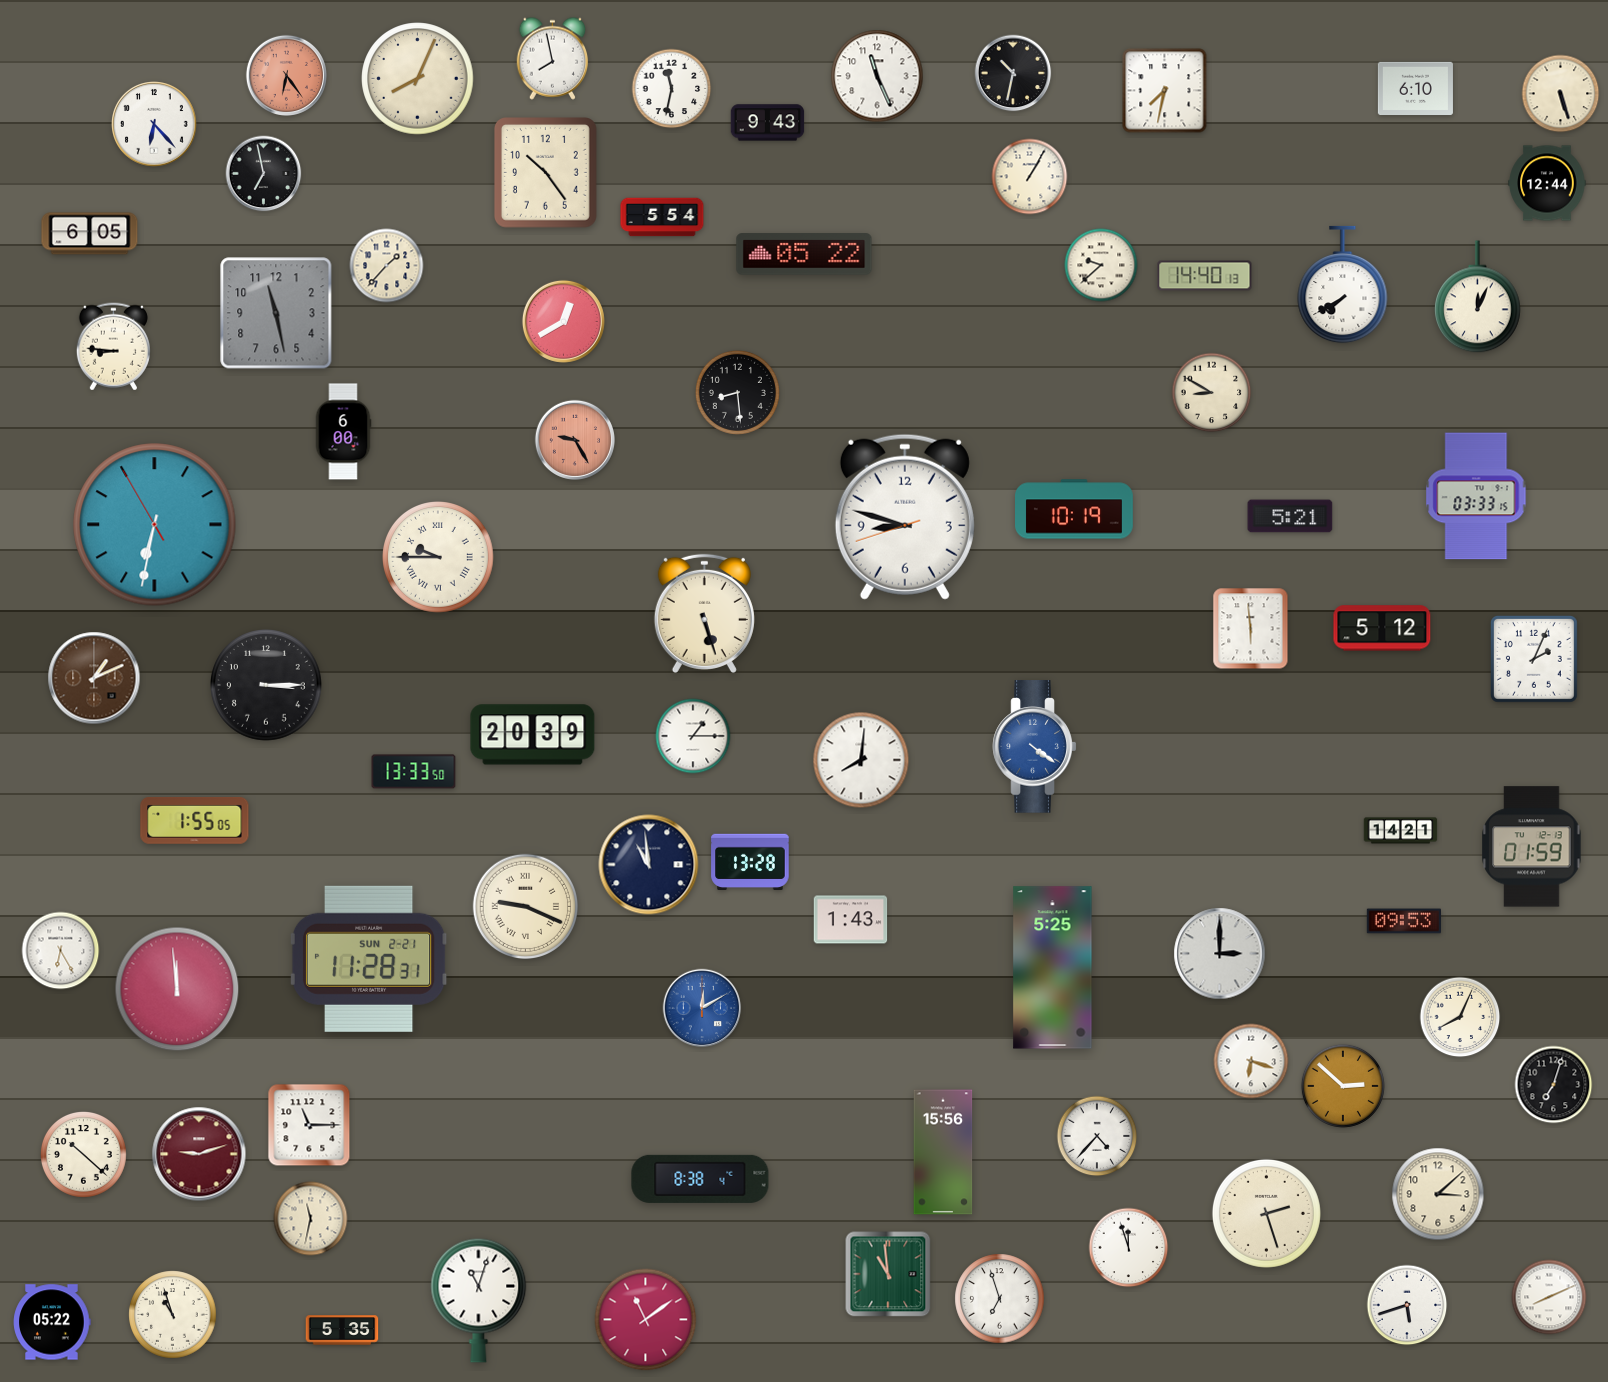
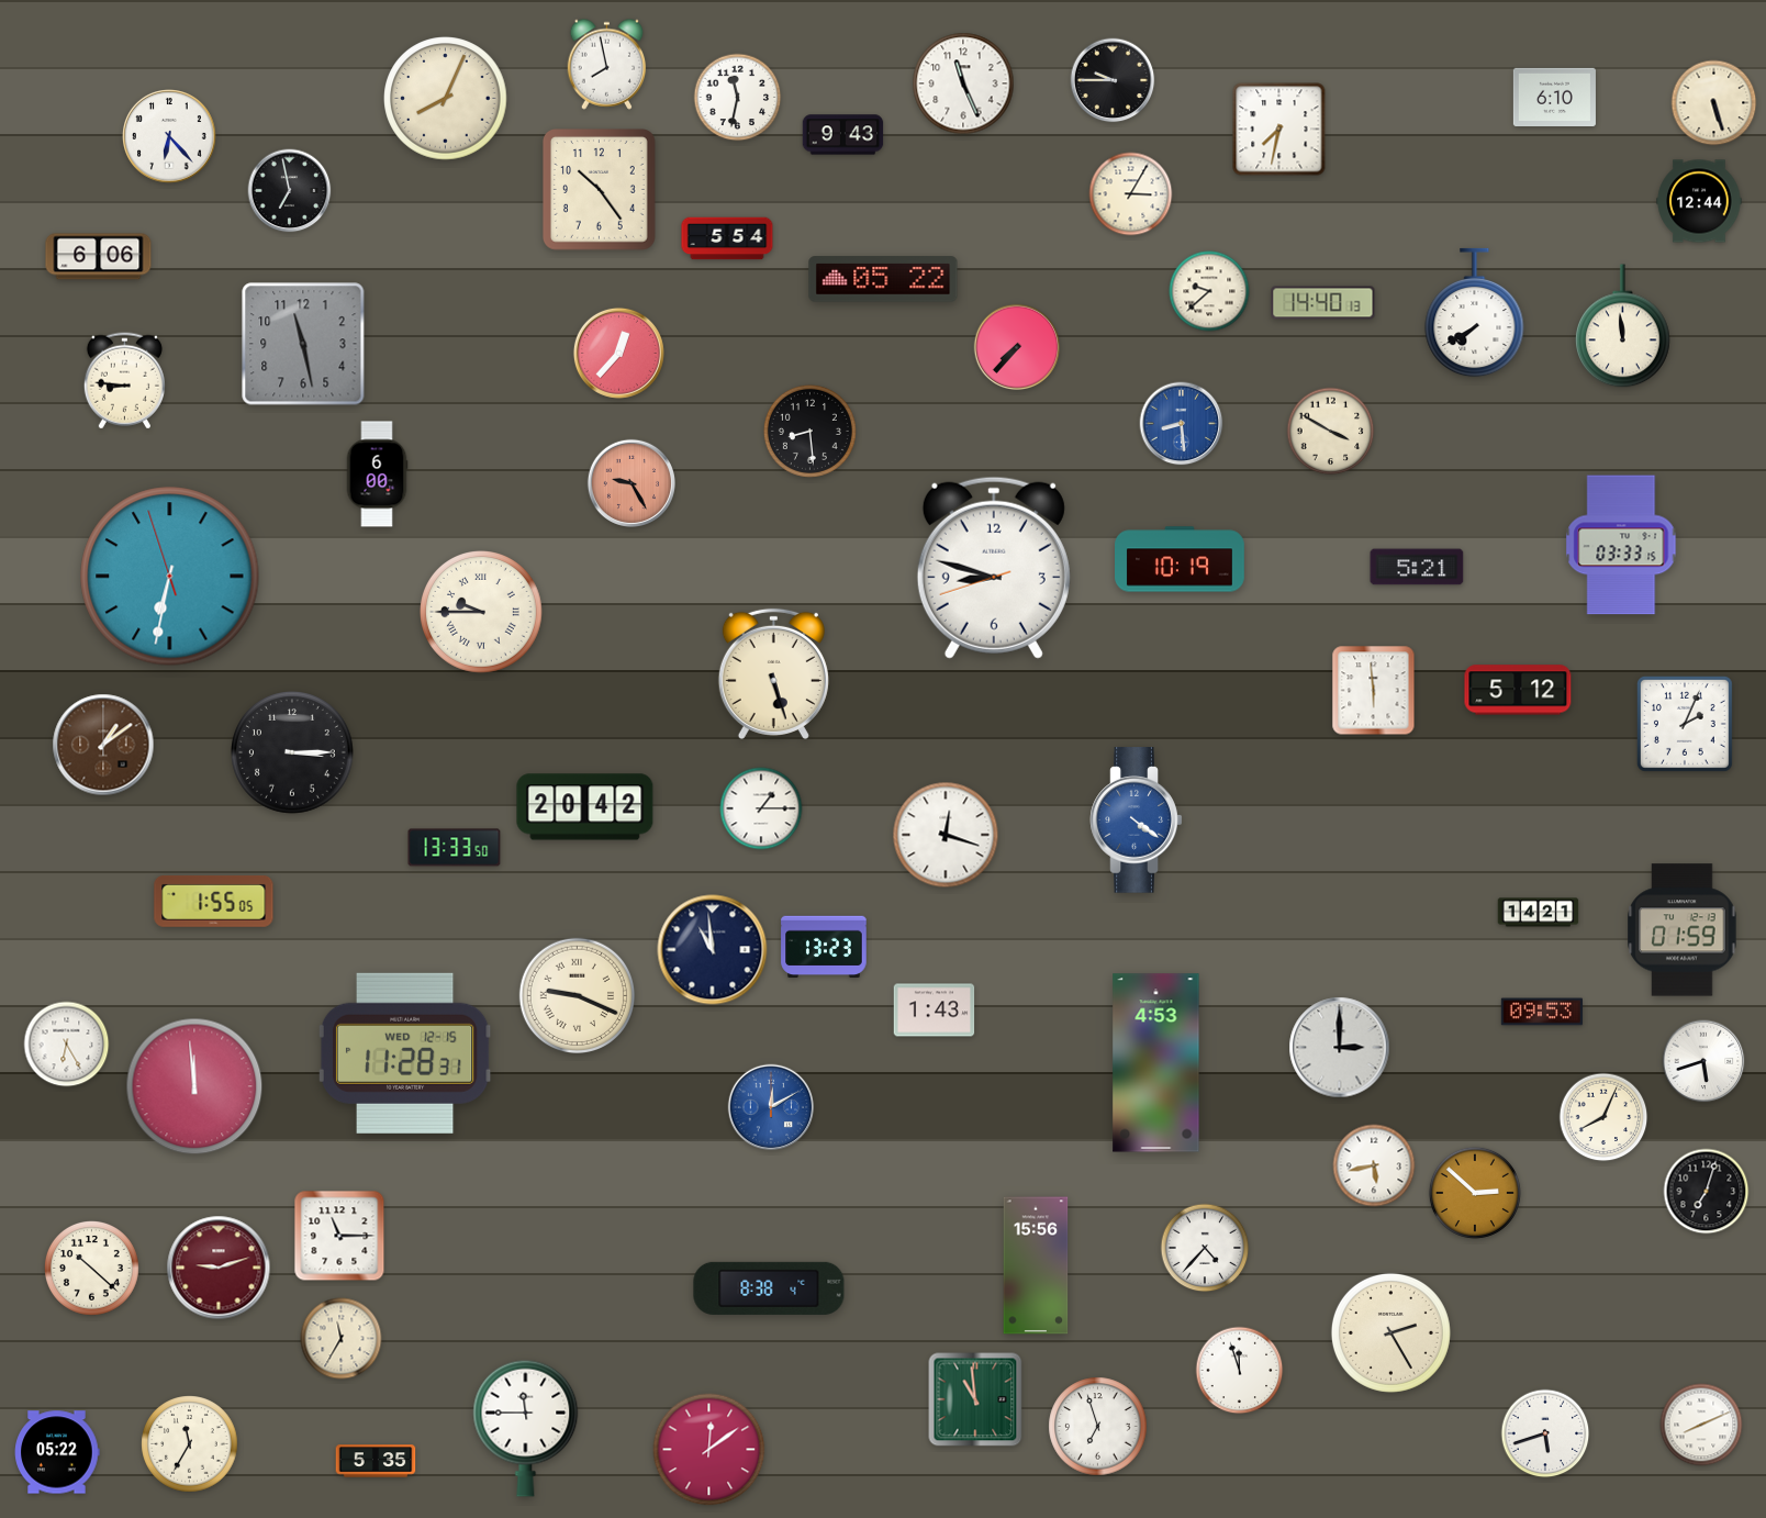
clock at (1013, 73): 10:32 -> 9:45
clock at (286, 75): 6:24 -> none
clock at (418, 79) position: (418, 79) -> (446, 99)
clock at (1165, 91) position: (1165, 91) -> (1279, 130)
clock at (1030, 177): 1:05 -> 3:05
clock at (90, 234): 6:05 -> 6:06
clock at (387, 266): 1:37 -> none
clock at (1478, 297): 12:04 -> 11:59
clock at (1017, 347): none -> 7:37
clock at (563, 321): 12:40 -> 12:37
clock at (1182, 424): none -> 8:29
clock at (1212, 393): 8:50 -> 3:50
clock at (155, 525): 6:31:55 -> 6:31:57
clock at (94, 678): 1:11 -> 1:09
clock at (533, 735): 20:39 -> 20:42
clock at (861, 760): 8:01 -> 12:18
clock at (750, 862): 13:28 -> 13:23
clock at (369, 959) date: SUN 2-21 -> WED 12-15
clock at (1703, 1061): none -> 5:42
clock at (1053, 968): 5:25 -> 4:53
clock at (1251, 1061): 6:18 -> 5:43
clock at (700, 1179) position: (700, 1179) -> (769, 1288)
clock at (1438, 1194): 3:08 -> none
clock at (1266, 1213): 2:27 -> 2:25
clock at (311, 1219): 11:32 -> 11:35
clock at (479, 1300): 11:03 -> 11:45
clock at (173, 1315): 10:57 -> 11:35
clock at (646, 1320): 11:09 -> 12:09
